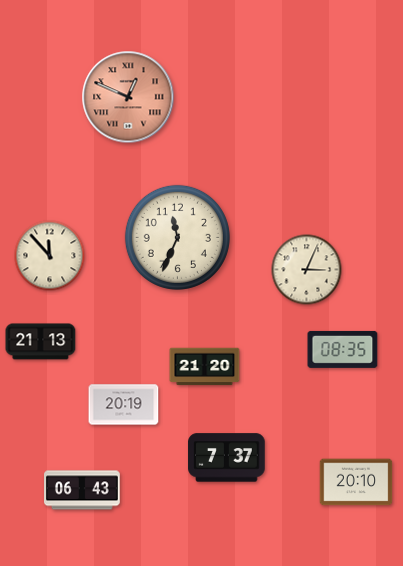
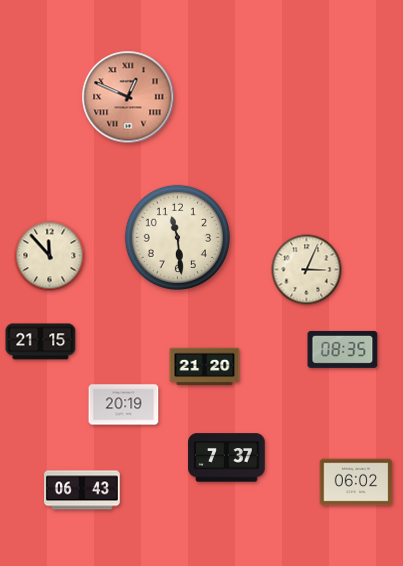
clock at (177, 237): 11:34 -> 11:29
clock at (41, 342): 21:13 -> 21:15
clock at (356, 482): 20:10 -> 06:02
